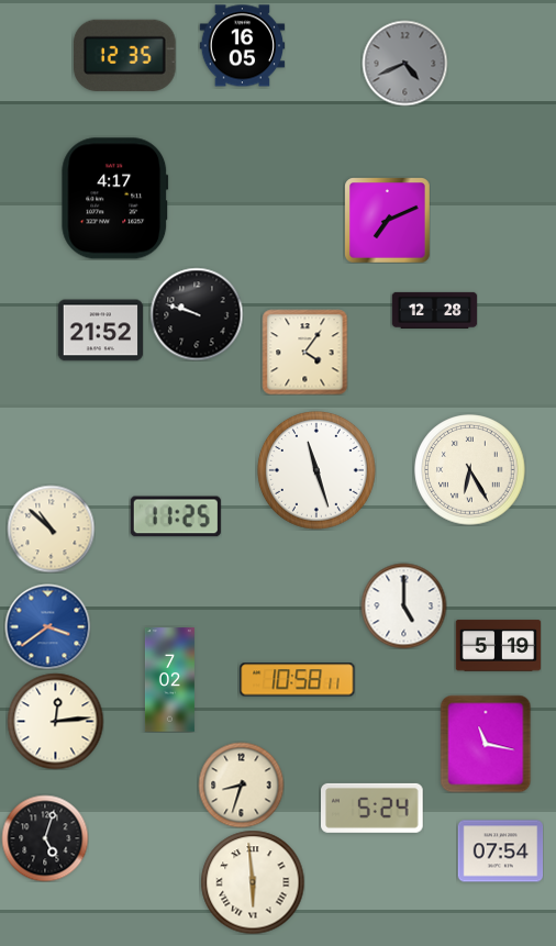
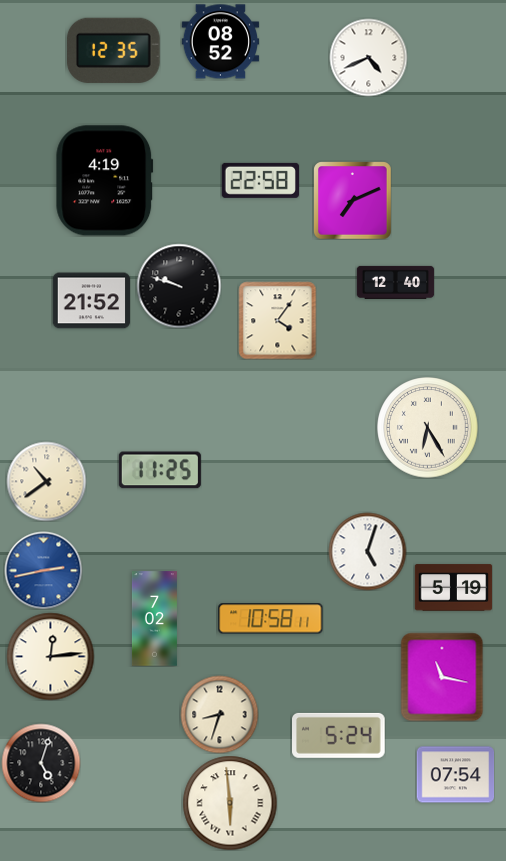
clock at (242, 46): 16:05 -> 08:52
clock at (404, 63) dial: grey -> white
clock at (260, 180): none -> 22:58
clock at (115, 199): 4:17 -> 4:19
clock at (434, 310): 12:28 -> 12:40
clock at (316, 470): 11:27 -> none
clock at (51, 528): 10:52 -> 10:39
clock at (403, 605): 5:00 -> 5:03
clock at (47, 626): 3:39 -> 2:43
